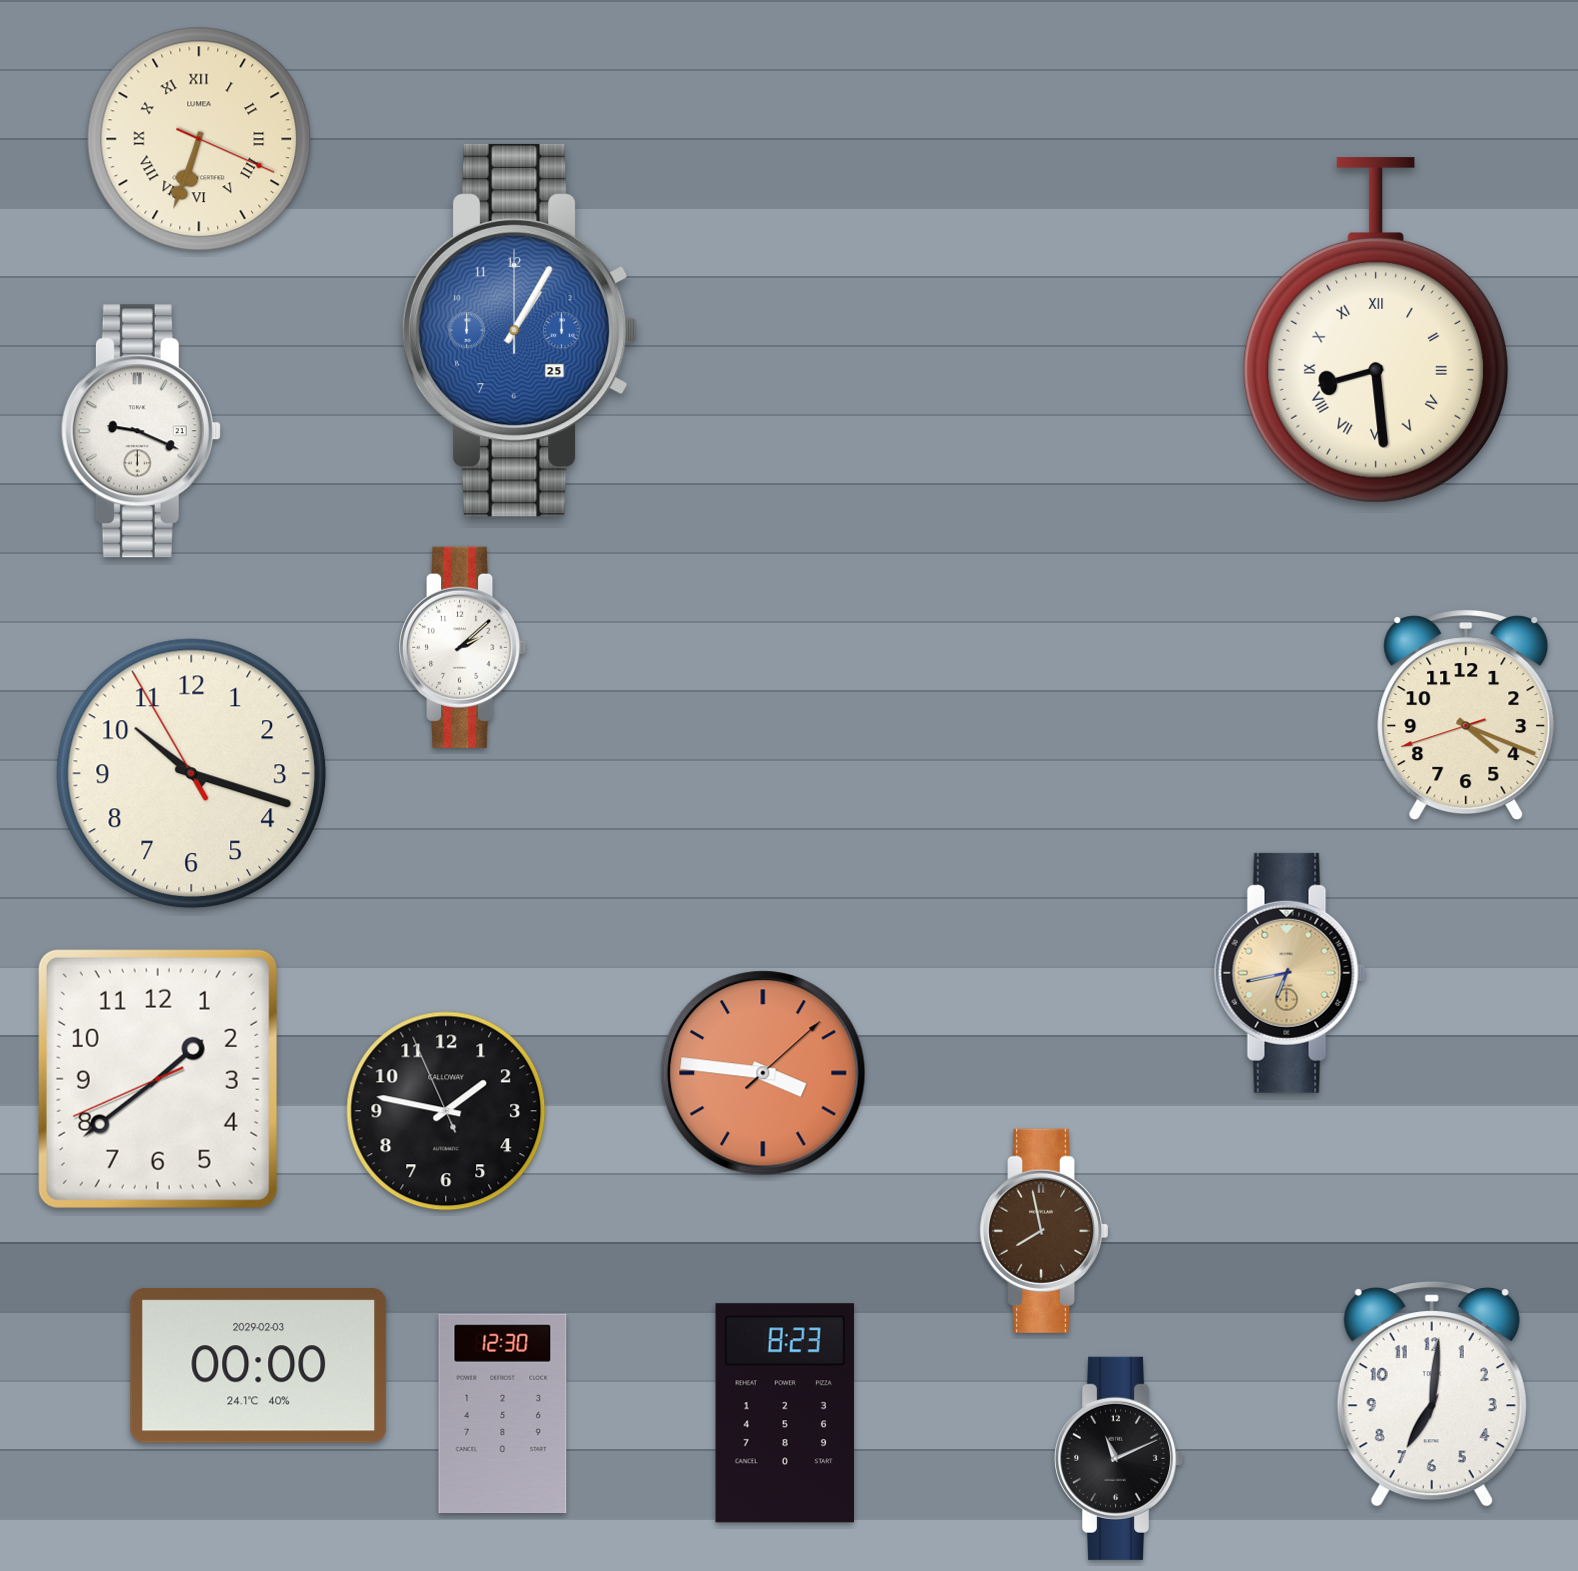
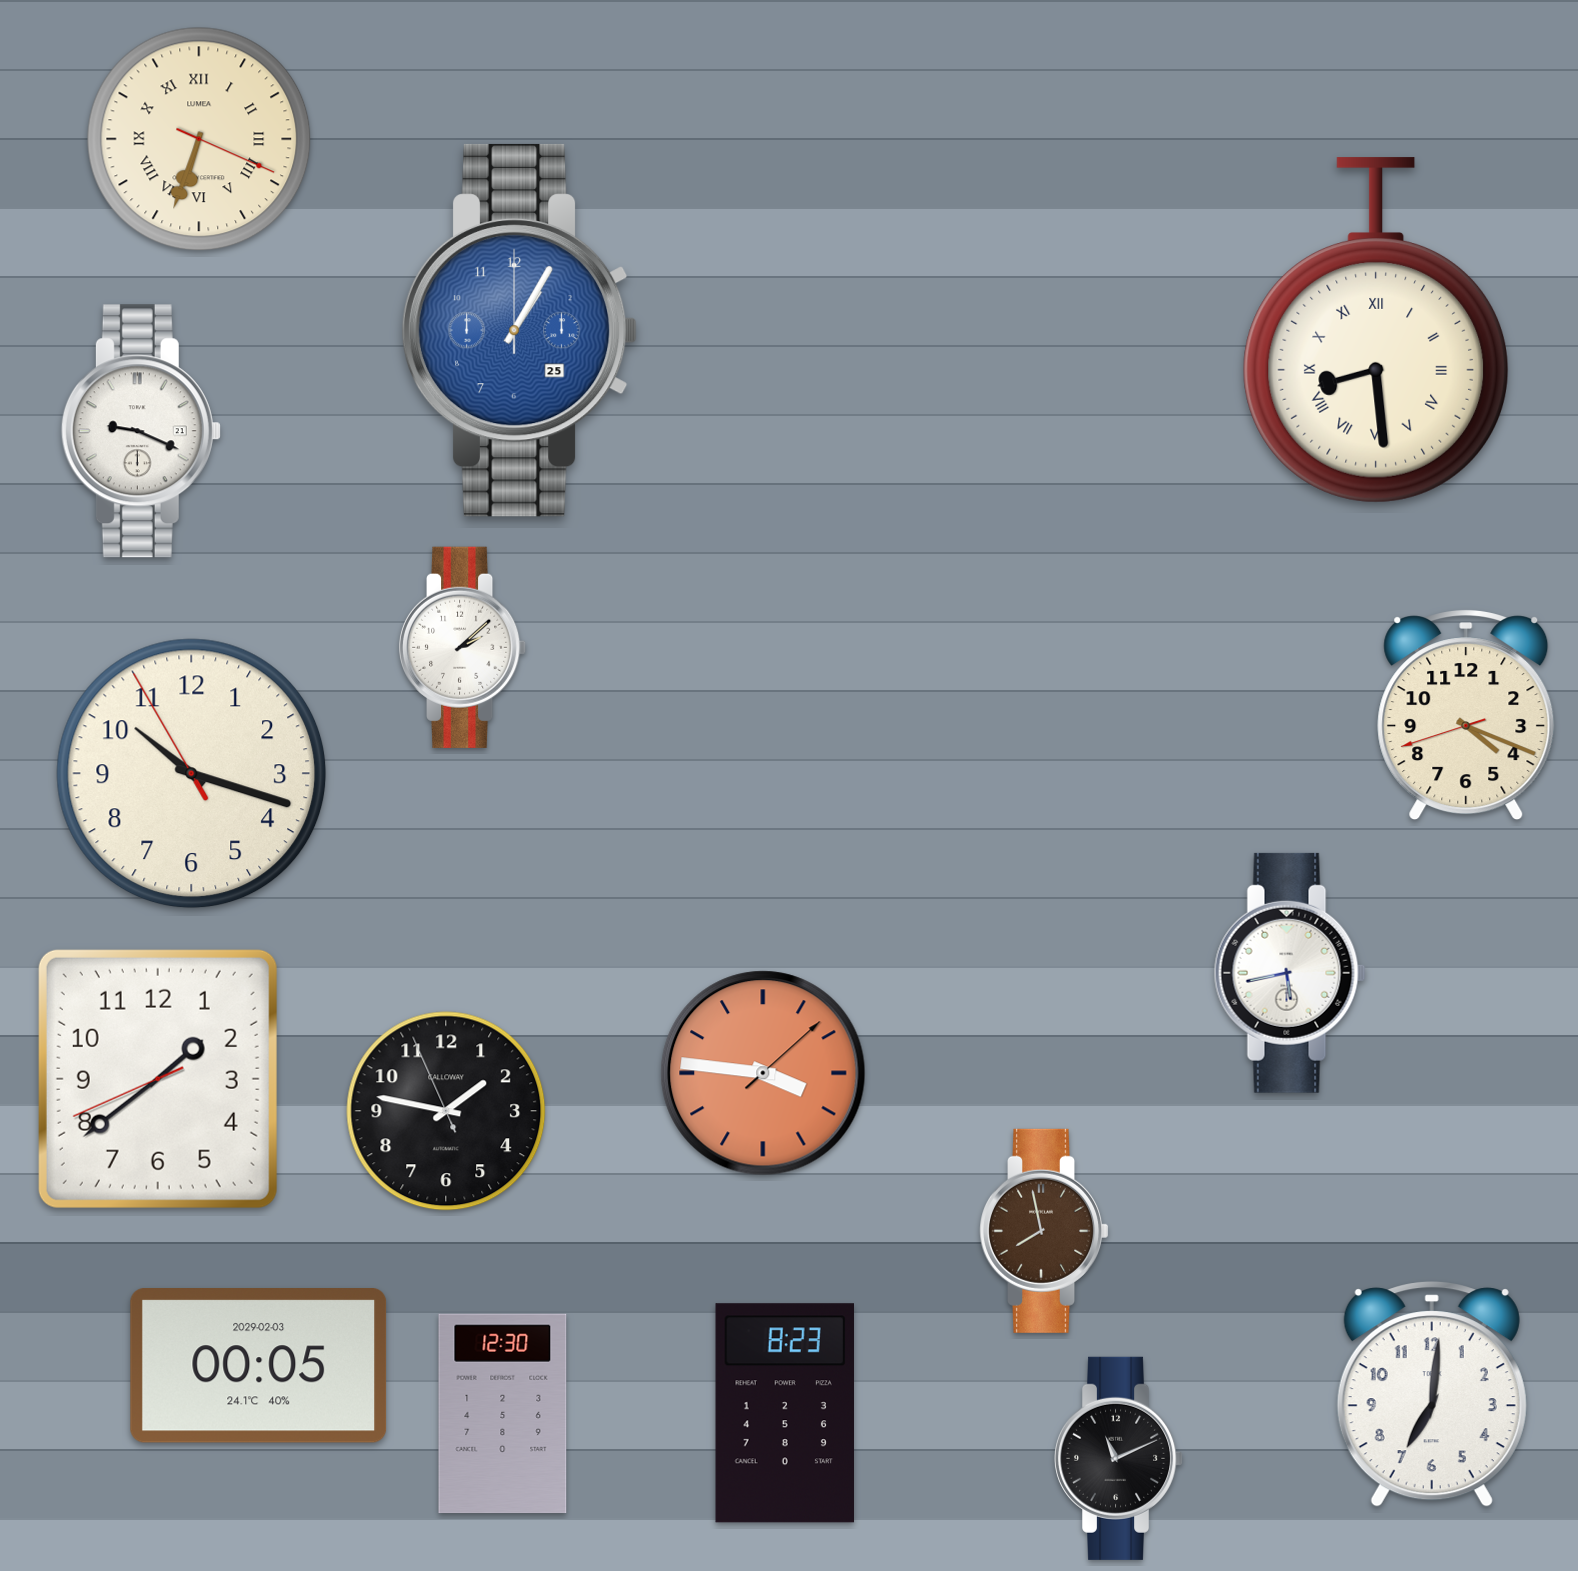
clock at (1290, 973): 6:43 -> 5:43
clock at (1290, 973) dial: champagne -> white
clock at (259, 1366): 00:00 -> 00:05
